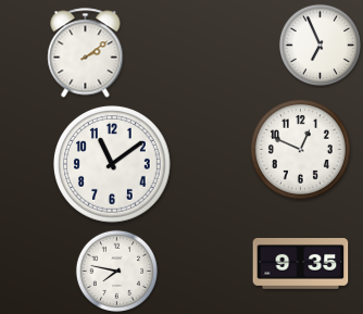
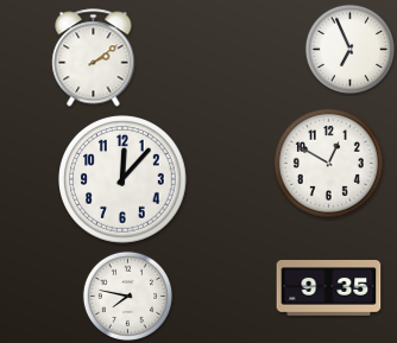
clock at (300, 149): 12:49 -> 12:50
clock at (112, 164): 11:09 -> 12:07
